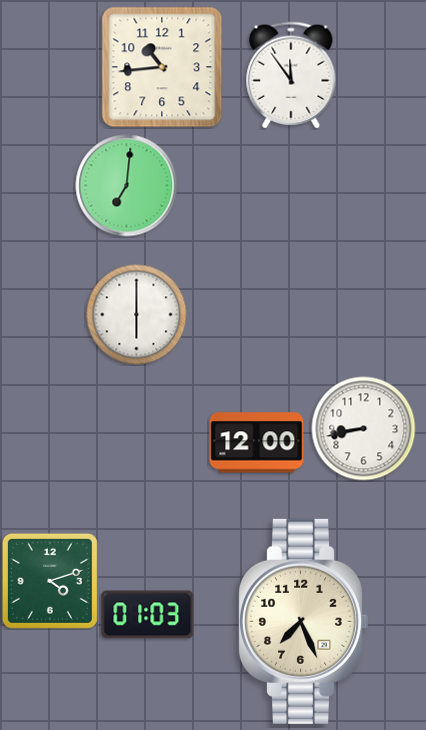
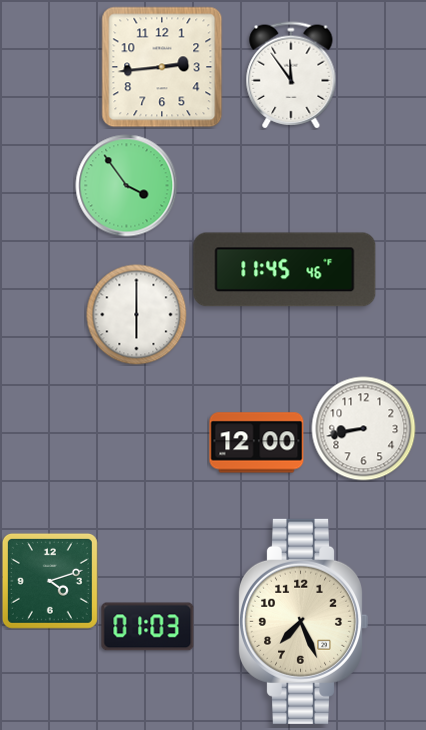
clock at (162, 67): 10:44 -> 2:44
clock at (127, 186): 7:01 -> 3:54
clock at (285, 270): none -> 11:45
clock at (148, 615) position: (148, 615) -> (148, 627)
